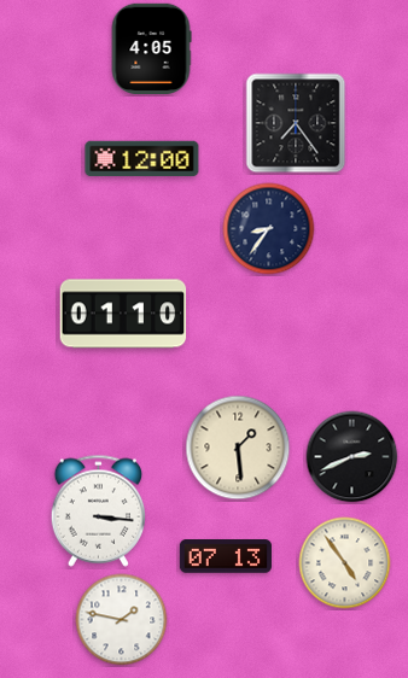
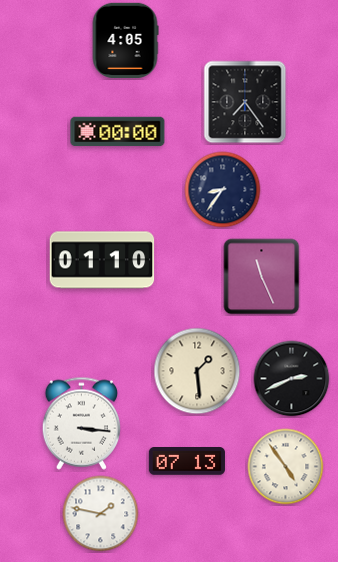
clock at (142, 159): 12:00 -> 00:00
clock at (262, 277): none -> 11:26
